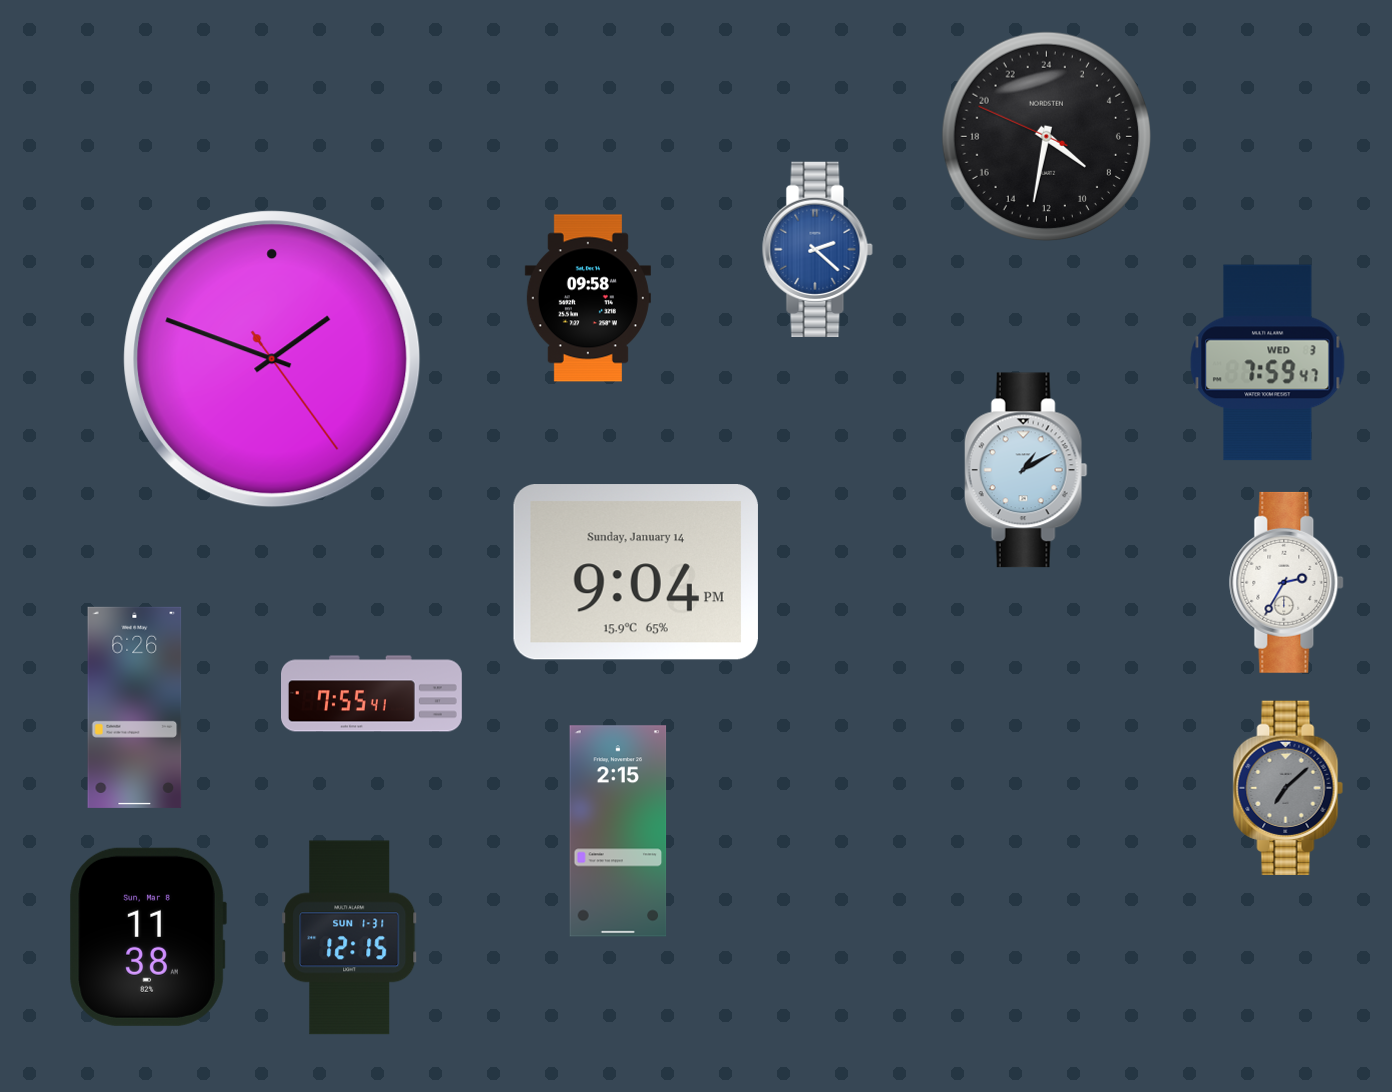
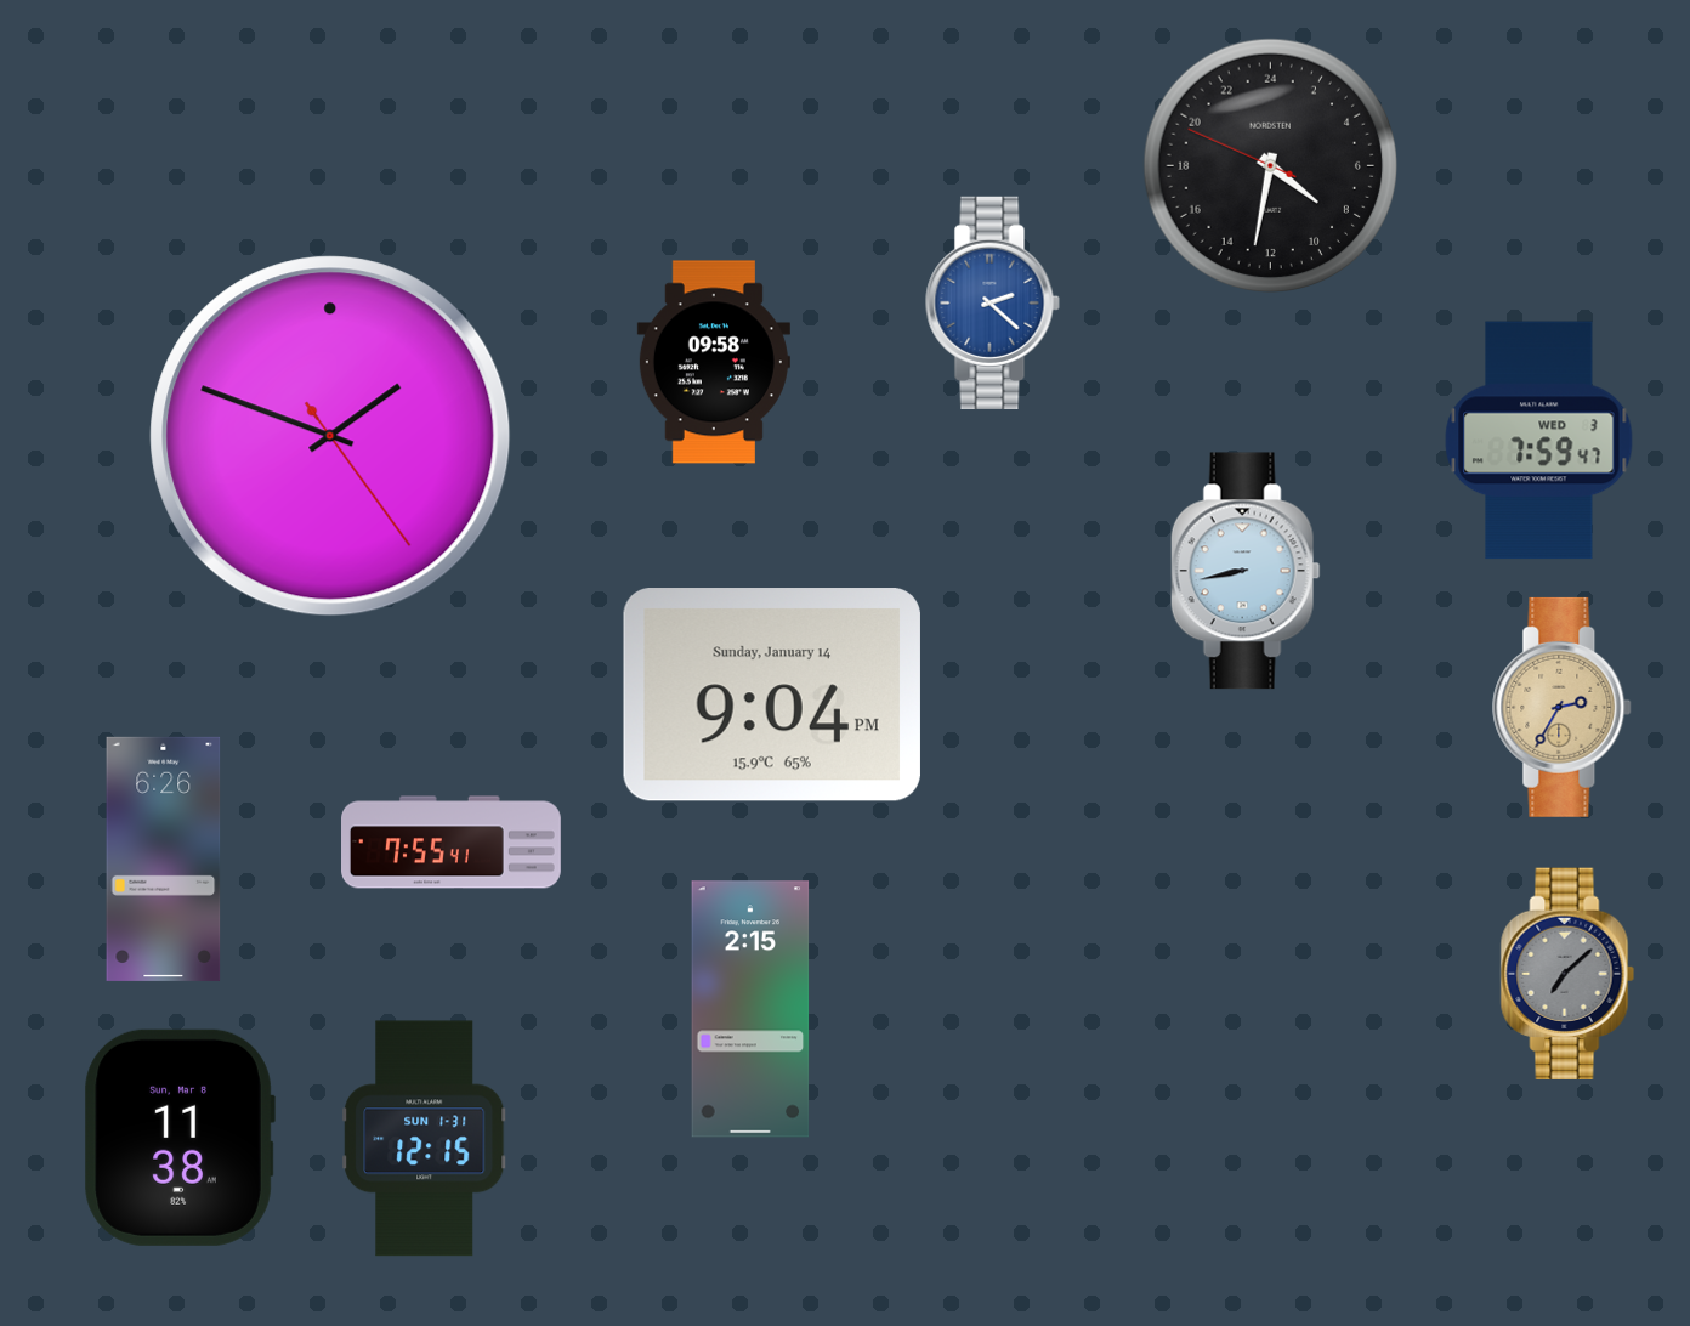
clock at (1026, 470): 1:10 -> 8:43
clock at (1287, 582) dial: white -> champagne
clock at (1288, 788) position: (1288, 788) -> (1567, 974)
